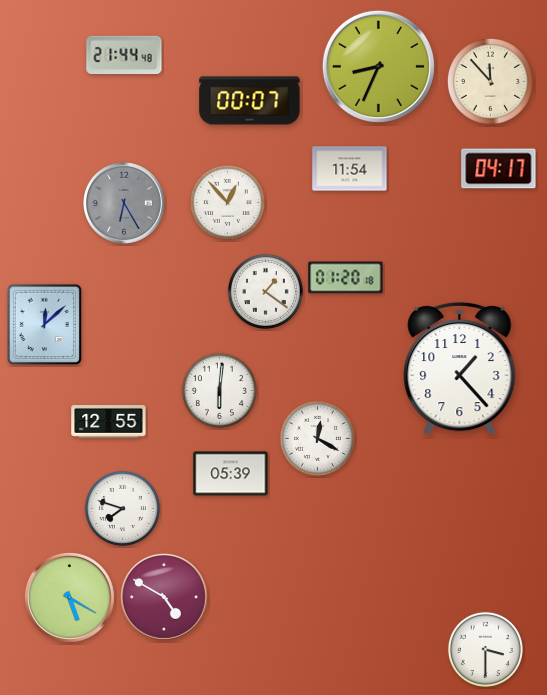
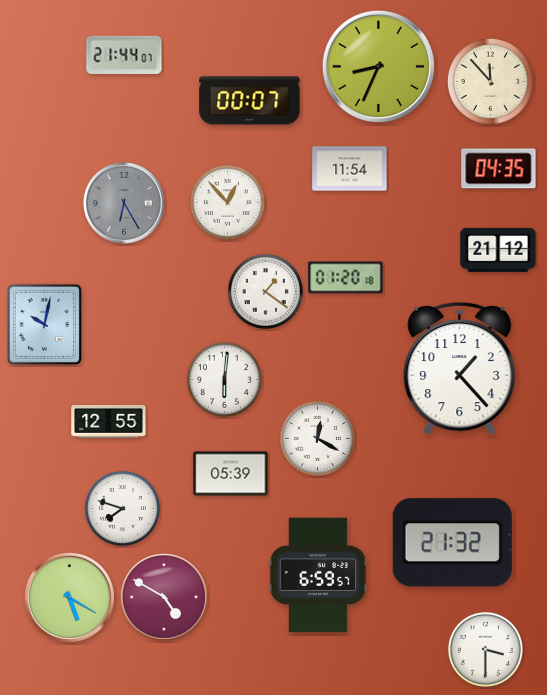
clock at (124, 54): 21:44:48 -> 21:44:07
clock at (499, 169): 04:17 -> 04:35
clock at (498, 250): none -> 21:12
clock at (45, 325): 12:08 -> 10:02
clock at (219, 390) position: (219, 390) -> (224, 379)
clock at (452, 543): none -> 21:32
clock at (318, 575): none -> 6:59
